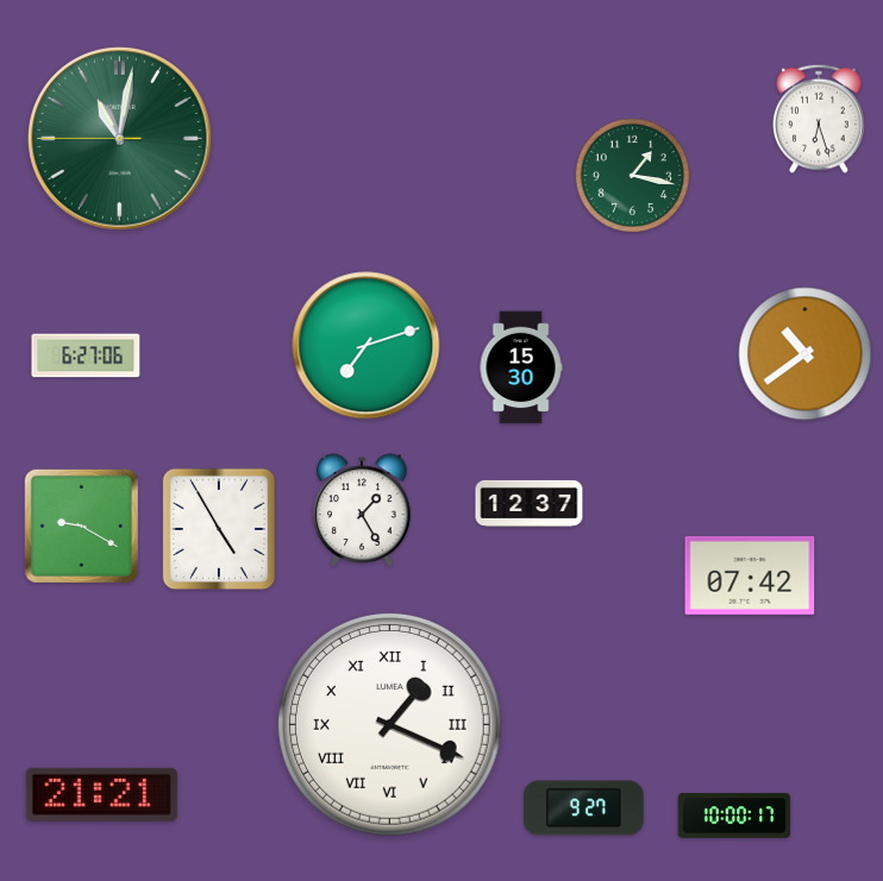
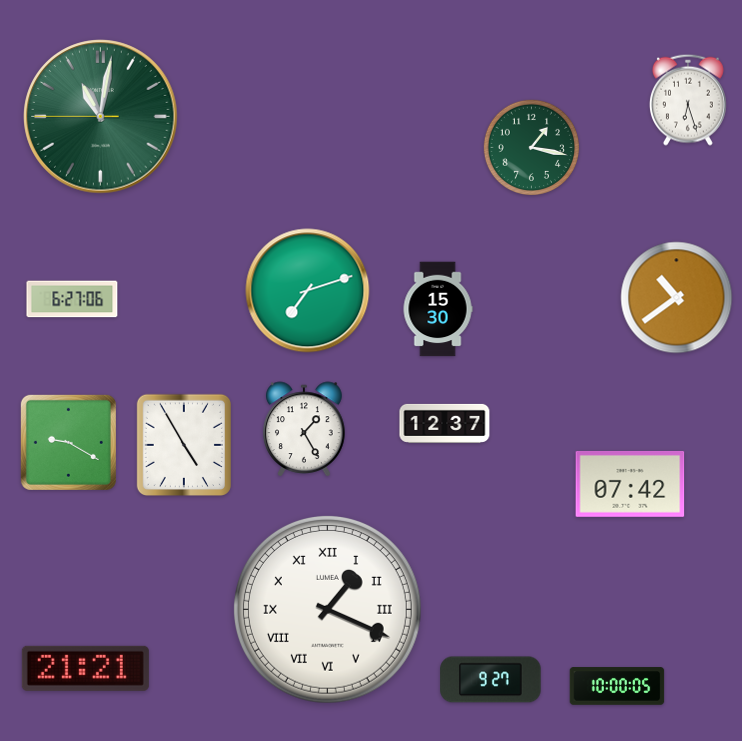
clock at (734, 816): 10:00:17 -> 10:00:05
